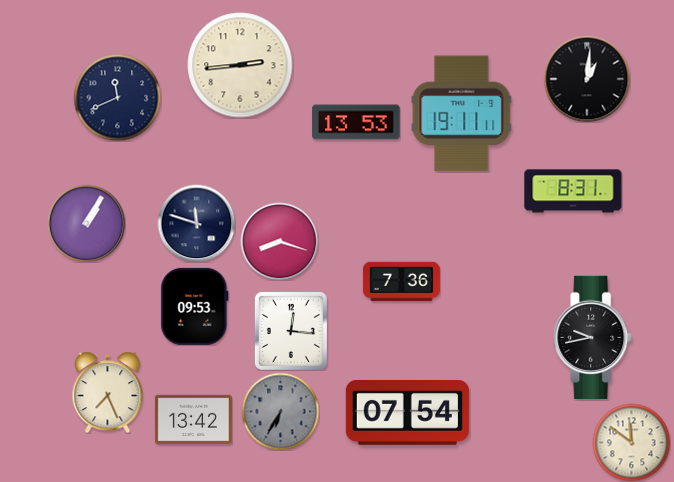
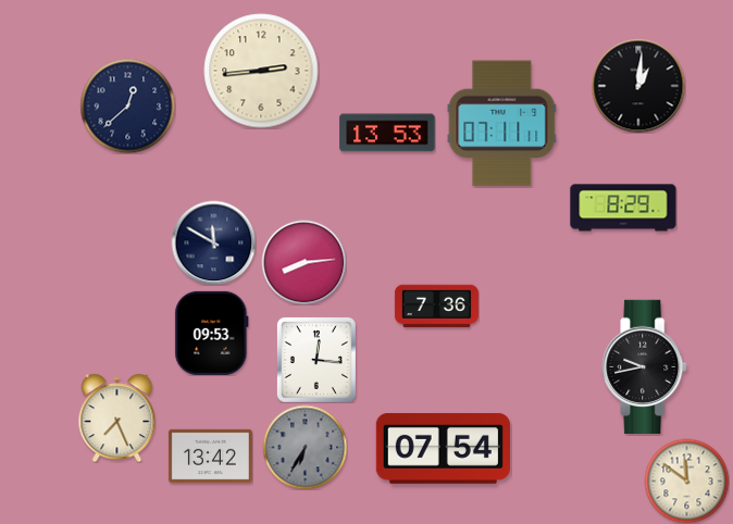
clock at (117, 97): 11:41 -> 12:38
clock at (462, 114): 19:11 -> 07:11
clock at (573, 191): 8:31 -> 8:29
clock at (86, 223): 1:05 -> none
clock at (196, 223): 11:48 -> 11:50
clock at (279, 241): 8:18 -> 8:14
clock at (108, 392) position: (108, 392) -> (117, 417)
